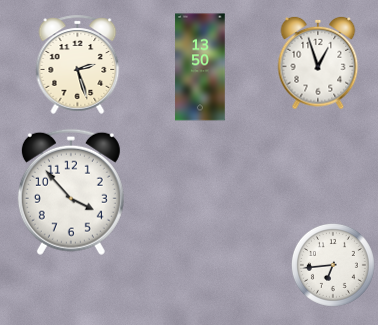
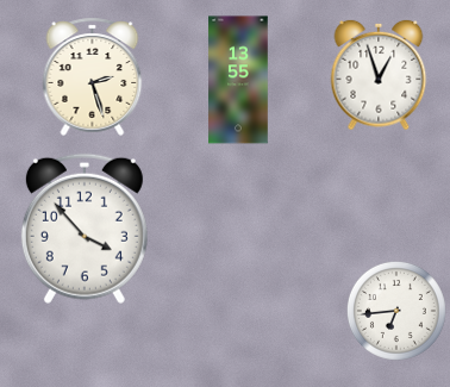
clock at (200, 67): 13:50 -> 13:55
clock at (333, 265) position: (333, 265) -> (396, 311)
